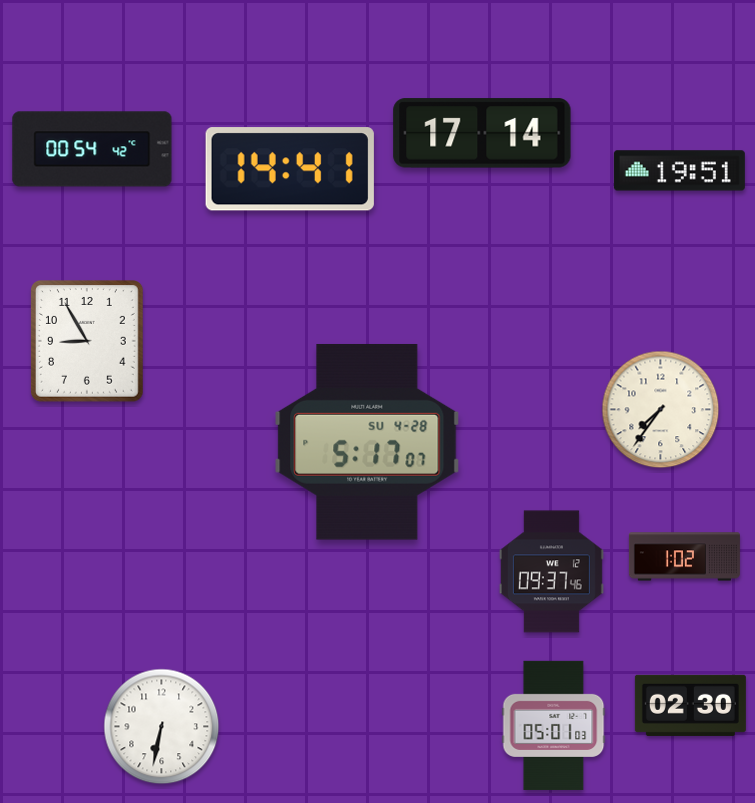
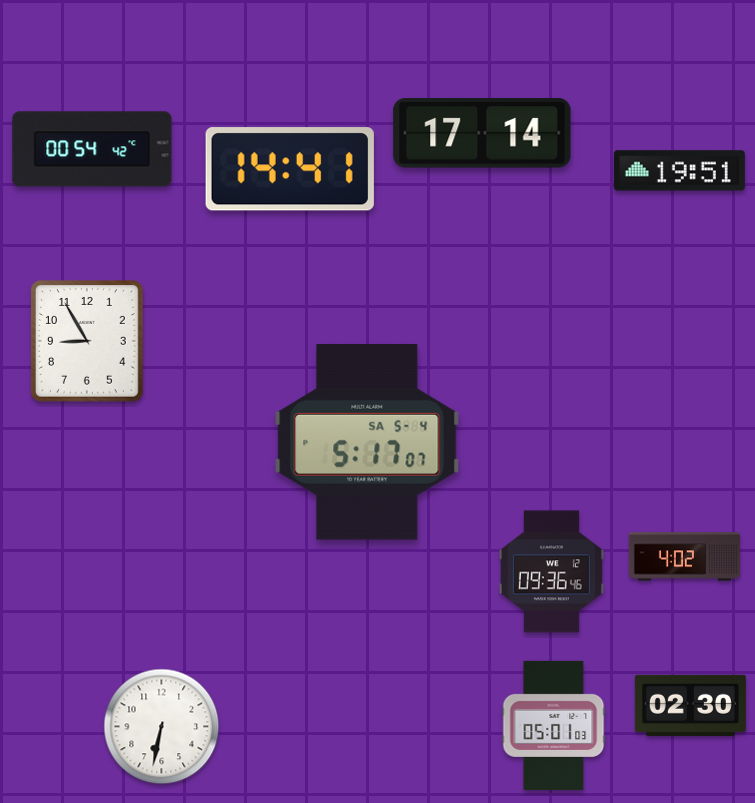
clock at (661, 410): 7:36 -> none
clock at (367, 442) date: SU 4-28 -> SA 5-4
clock at (684, 557): 1:02 -> 4:02
clock at (551, 572): 09:37 -> 09:36
